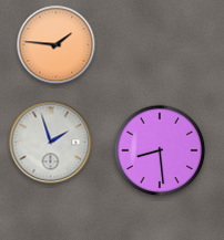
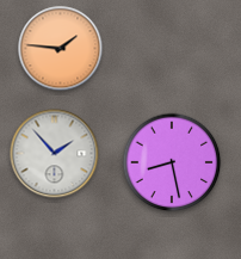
clock at (51, 143): 1:57 -> 1:53
clock at (160, 150): 8:29 -> 8:28
